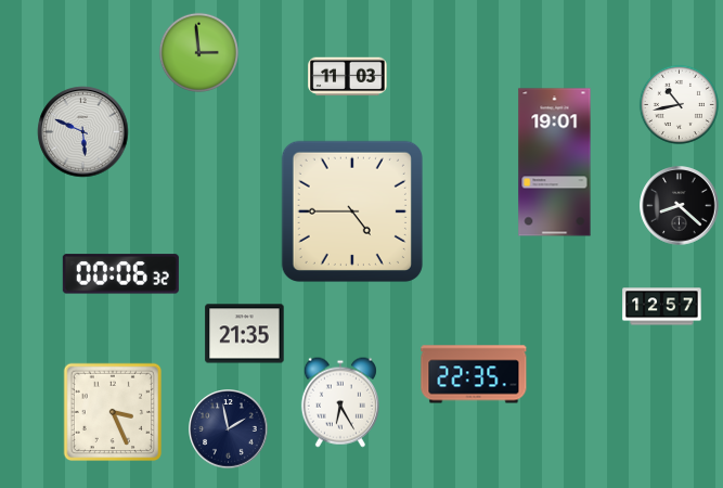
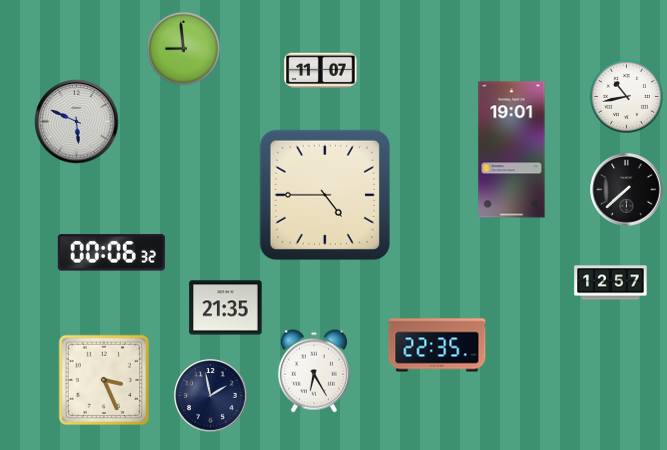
clock at (198, 52): 2:59 -> 8:59
clock at (348, 77): 11:03 -> 11:07
clock at (680, 206): 8:22 -> 7:38
